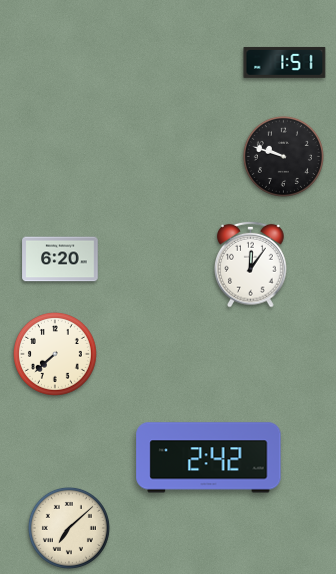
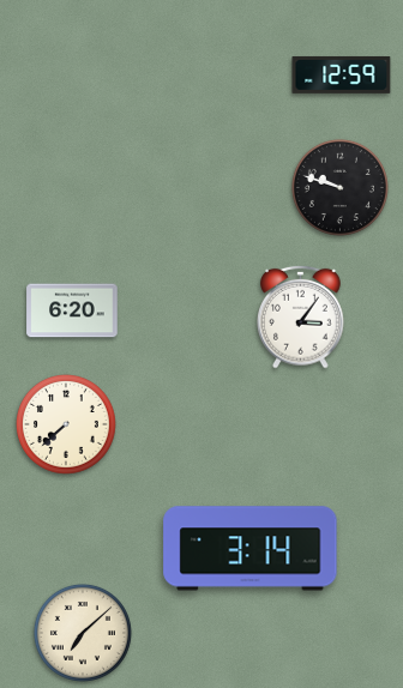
clock at (285, 62): 1:51 -> 12:59
clock at (251, 264): 12:06 -> 3:06
clock at (209, 458): 2:42 -> 3:14
